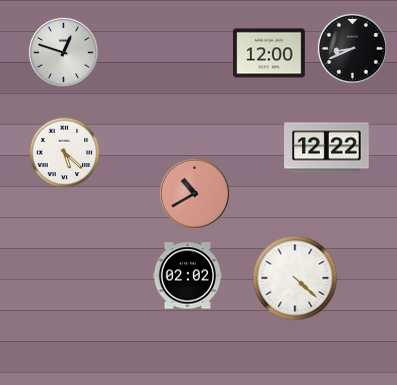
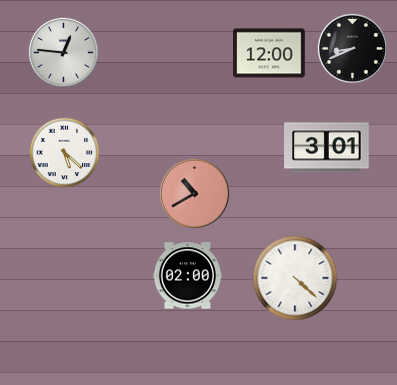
clock at (63, 52): 12:48 -> 12:46
clock at (327, 148): 12:22 -> 3:01
clock at (187, 276): 02:02 -> 02:00
